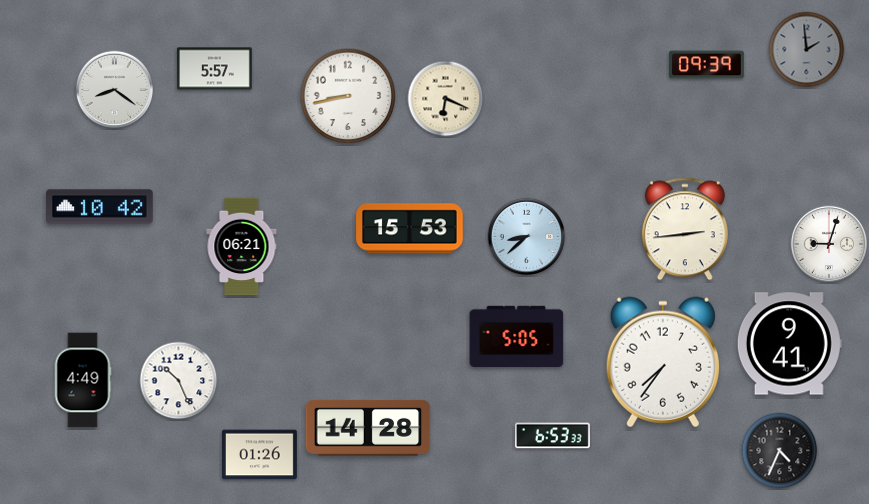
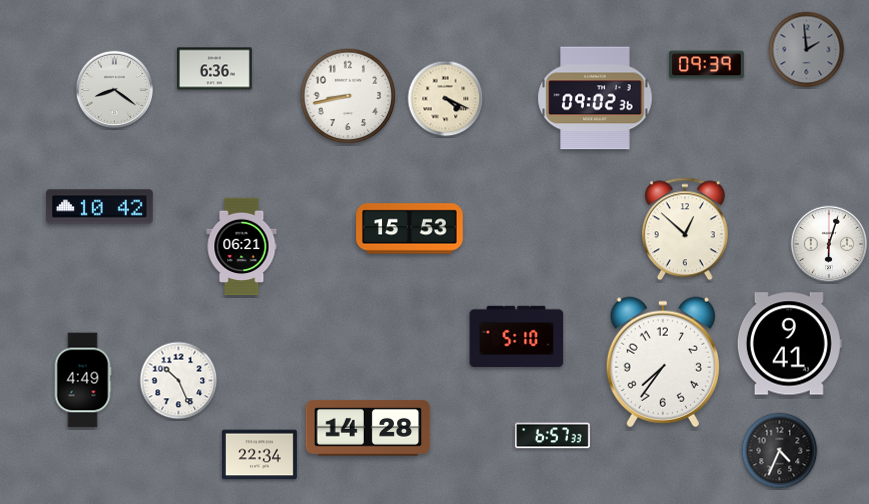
clock at (214, 69): 5:57 -> 6:36
clock at (595, 98): none -> 09:02
clock at (446, 99): 6:19 -> 4:19
clock at (685, 229): 2:44 -> 12:52
clock at (527, 237): 8:38 -> none
clock at (829, 244): 9:03 -> 6:03
clock at (517, 336): 5:05 -> 5:10
clock at (552, 436): 6:53 -> 6:57
clock at (259, 455): 01:26 -> 22:34
